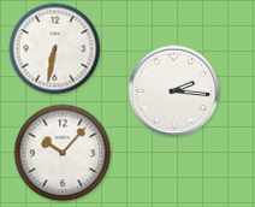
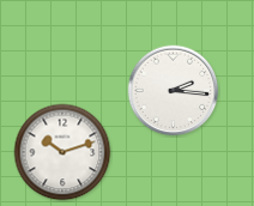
clock at (55, 49): 6:32 -> none
clock at (63, 153): 10:07 -> 10:12
